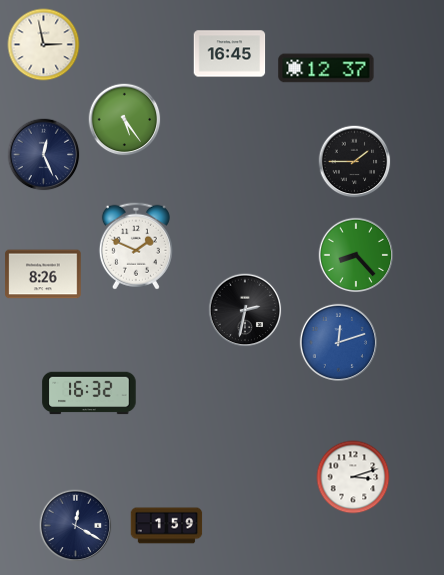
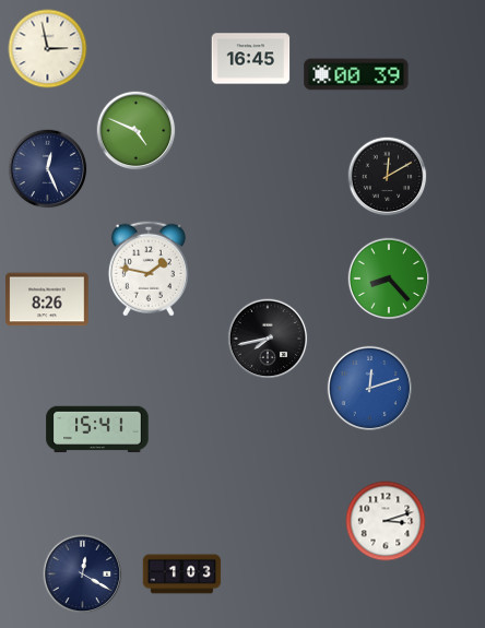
clock at (326, 68): 12:37 -> 00:39
clock at (125, 120): 5:24 -> 4:49
clock at (355, 162): 1:45 -> 12:10
clock at (136, 246): 1:49 -> 1:47
clock at (245, 310): 2:32 -> 7:43
clock at (338, 342) position: (338, 342) -> (369, 388)
clock at (89, 393): 16:32 -> 15:41
clock at (167, 526): 1:59 -> 1:03
